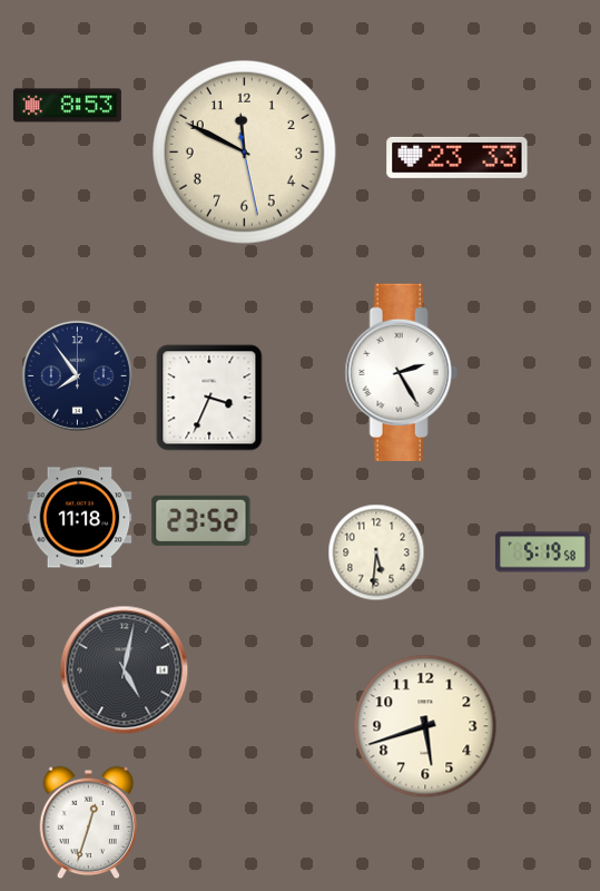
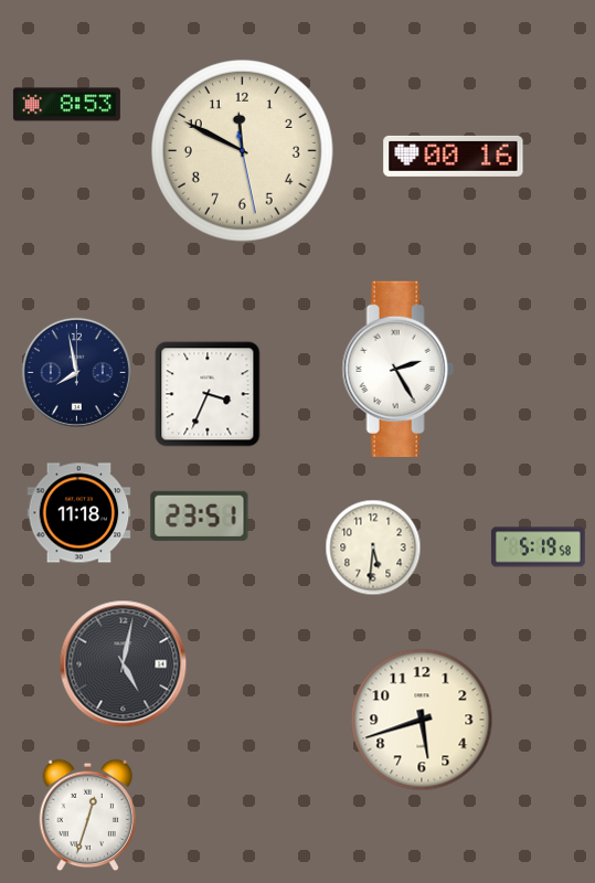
clock at (458, 157): 23:33 -> 00:16
clock at (77, 375): 7:54 -> 7:58
clock at (201, 520): 23:52 -> 23:51
